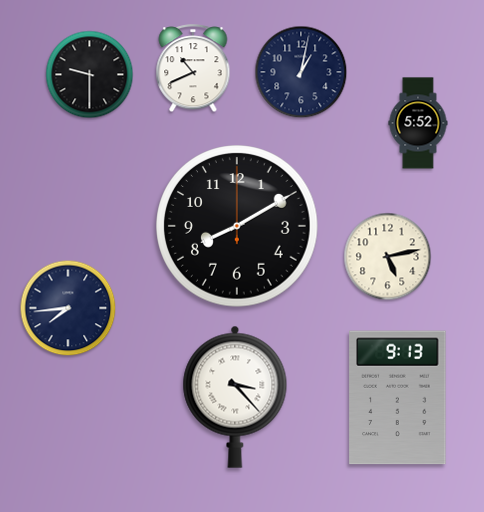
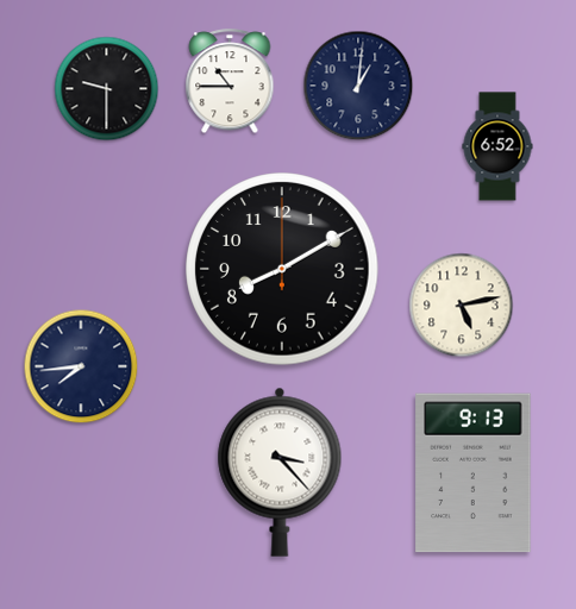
clock at (193, 69): 10:41 -> 10:45
clock at (301, 72): 1:02 -> 1:01
clock at (418, 123): 5:52 -> 6:52
